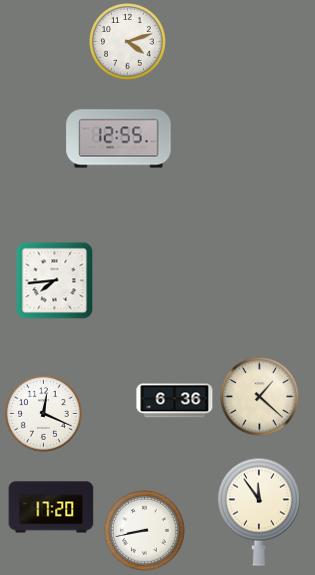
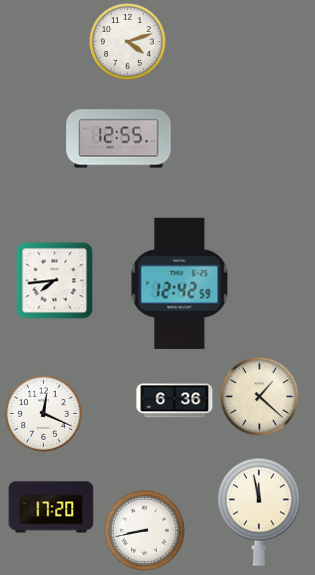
clock at (180, 283): none -> 12:42
clock at (259, 512): 11:54 -> 11:58
